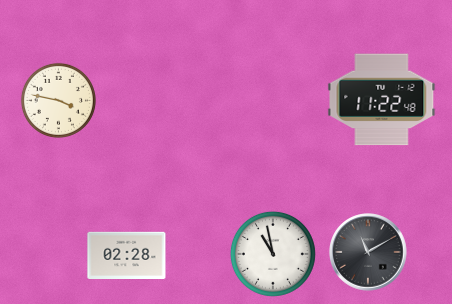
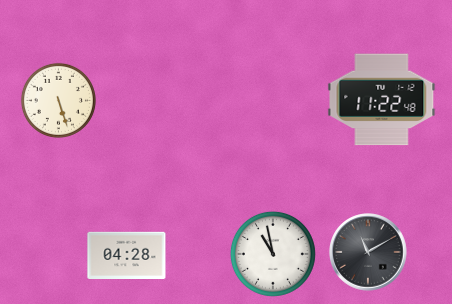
clock at (58, 100): 3:47 -> 5:27
clock at (127, 255): 02:28 -> 04:28
